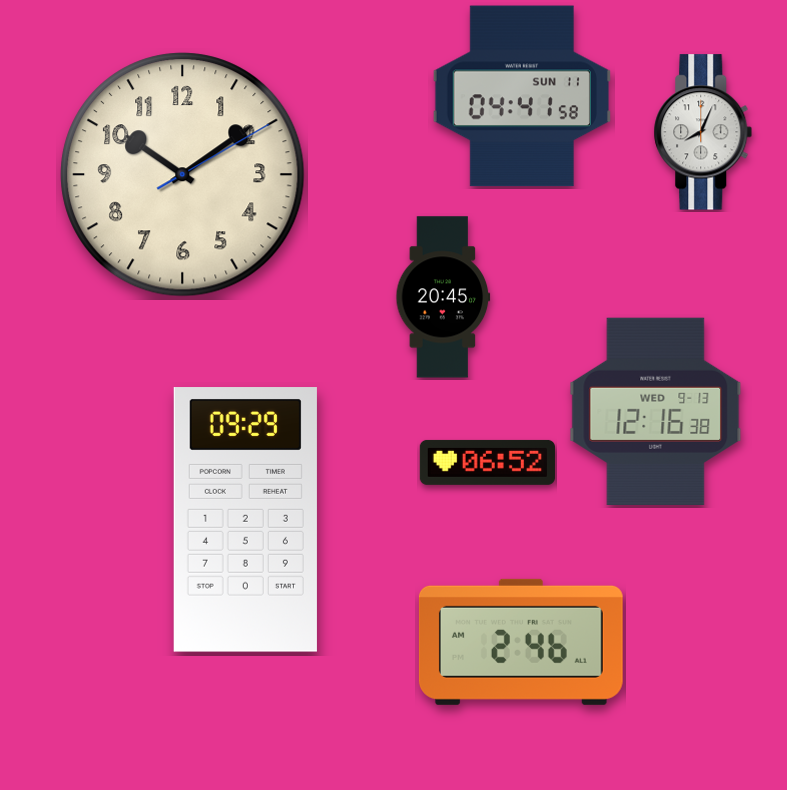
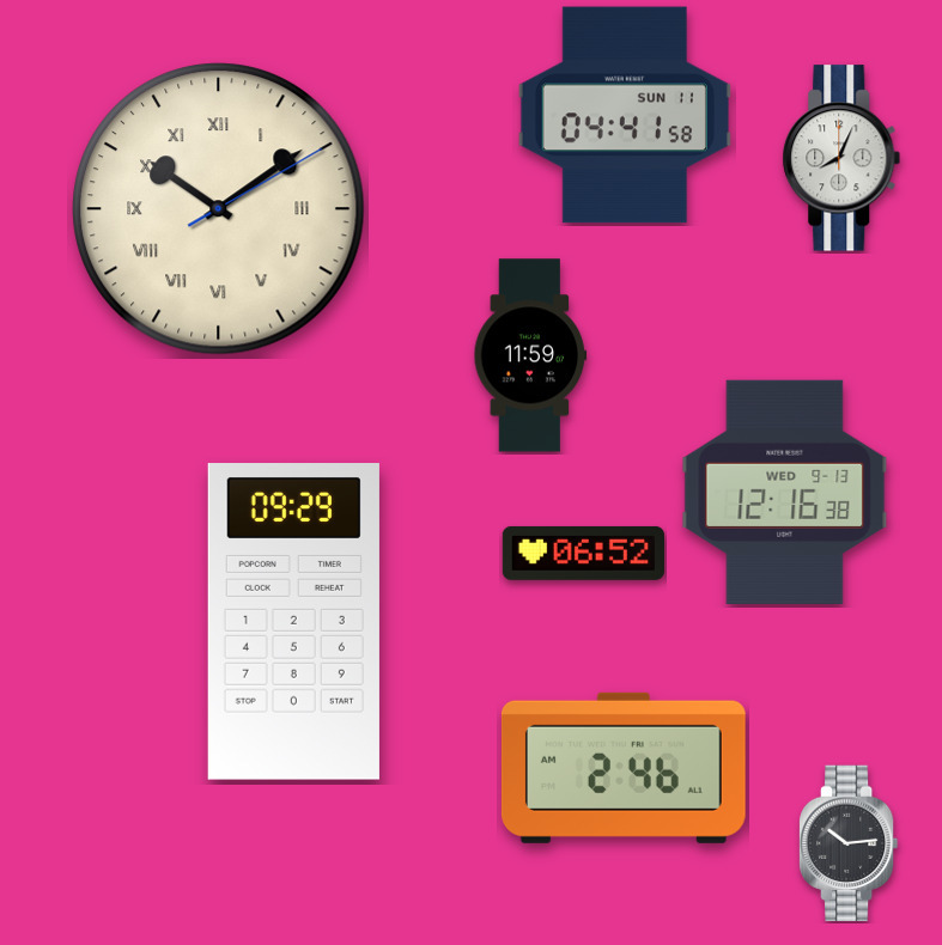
clock at (183, 175) numerals: Arabic -> Roman
clock at (443, 297): 20:45 -> 11:59
clock at (849, 843): none -> 10:14
